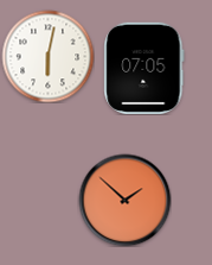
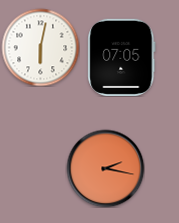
clock at (124, 200): 1:52 -> 2:17
